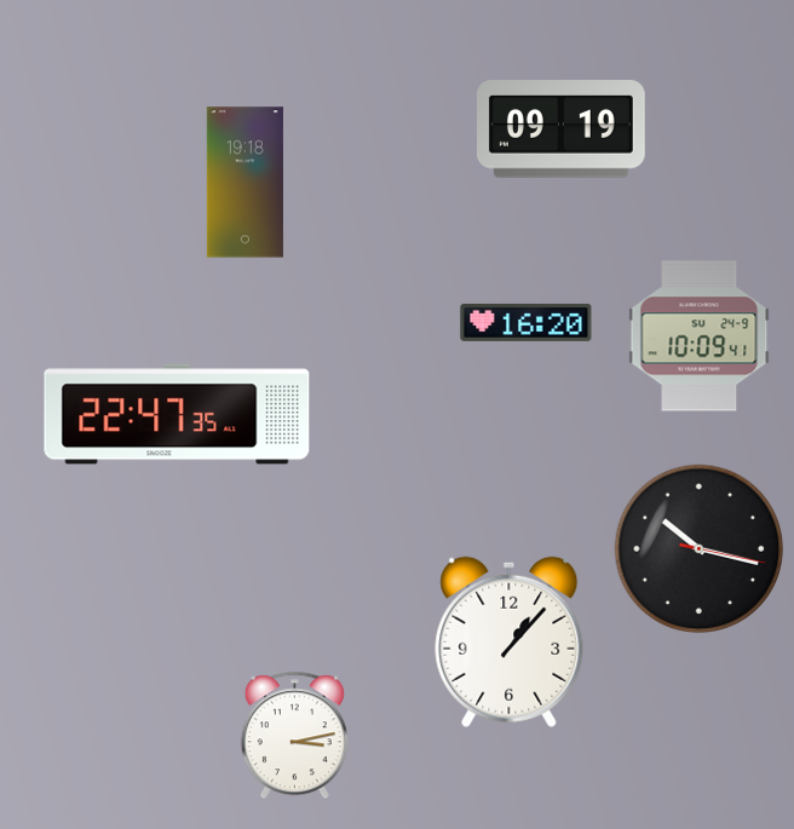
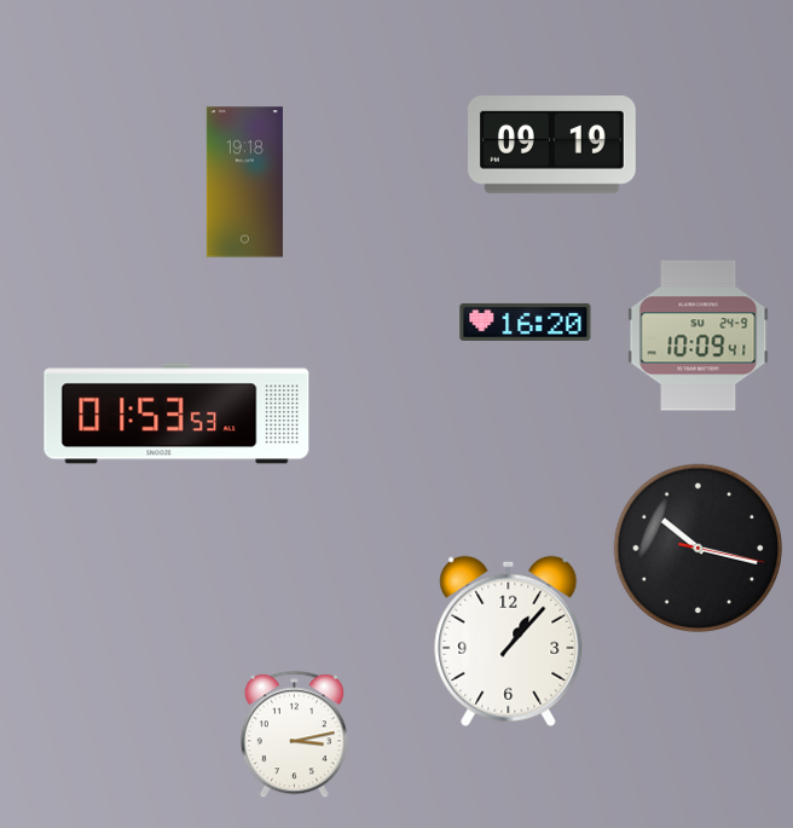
clock at (562, 129) position: (562, 129) -> (552, 145)
clock at (177, 414): 22:47 -> 01:53
